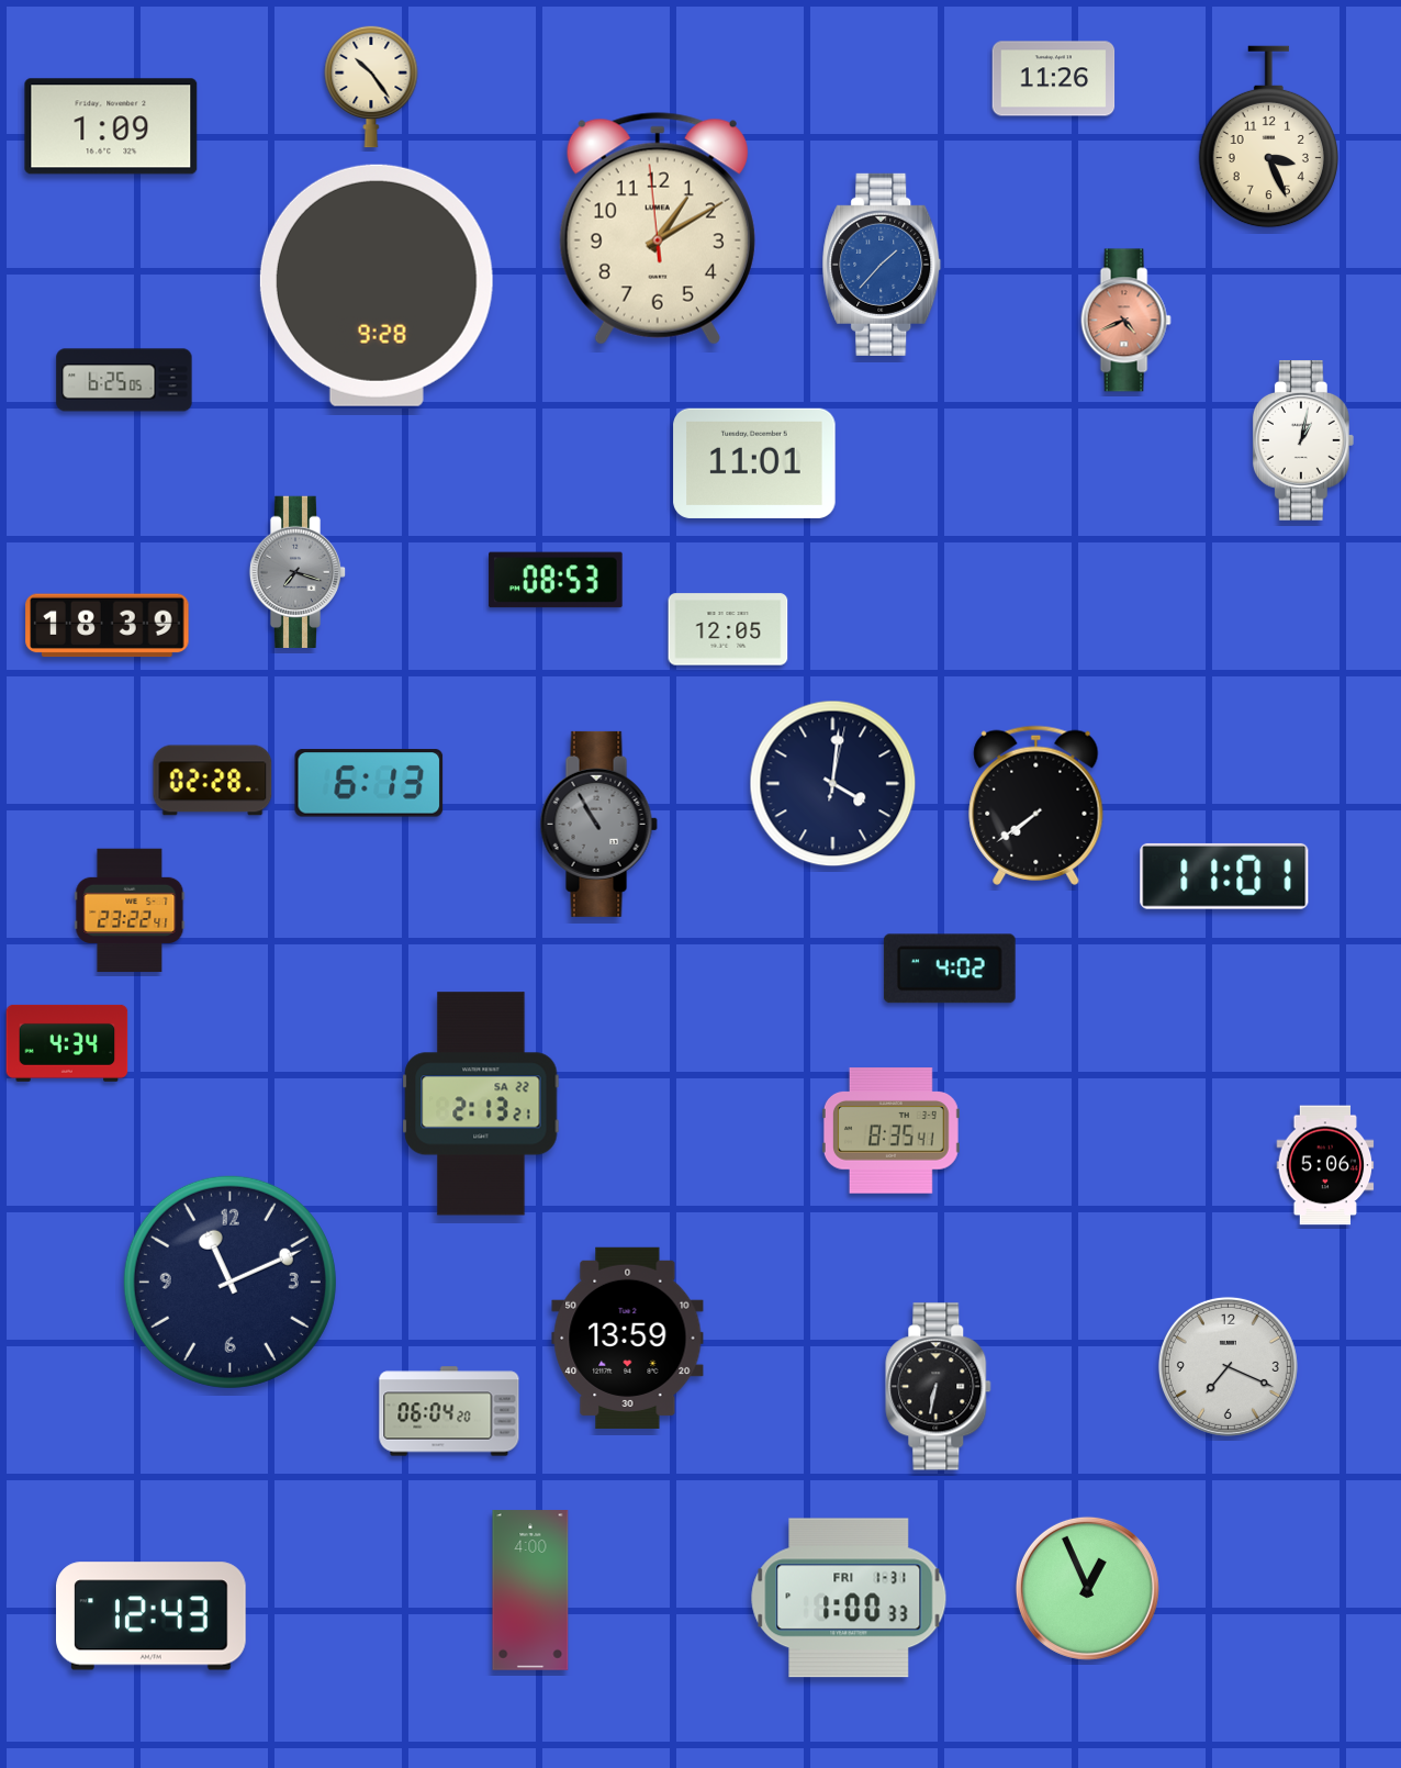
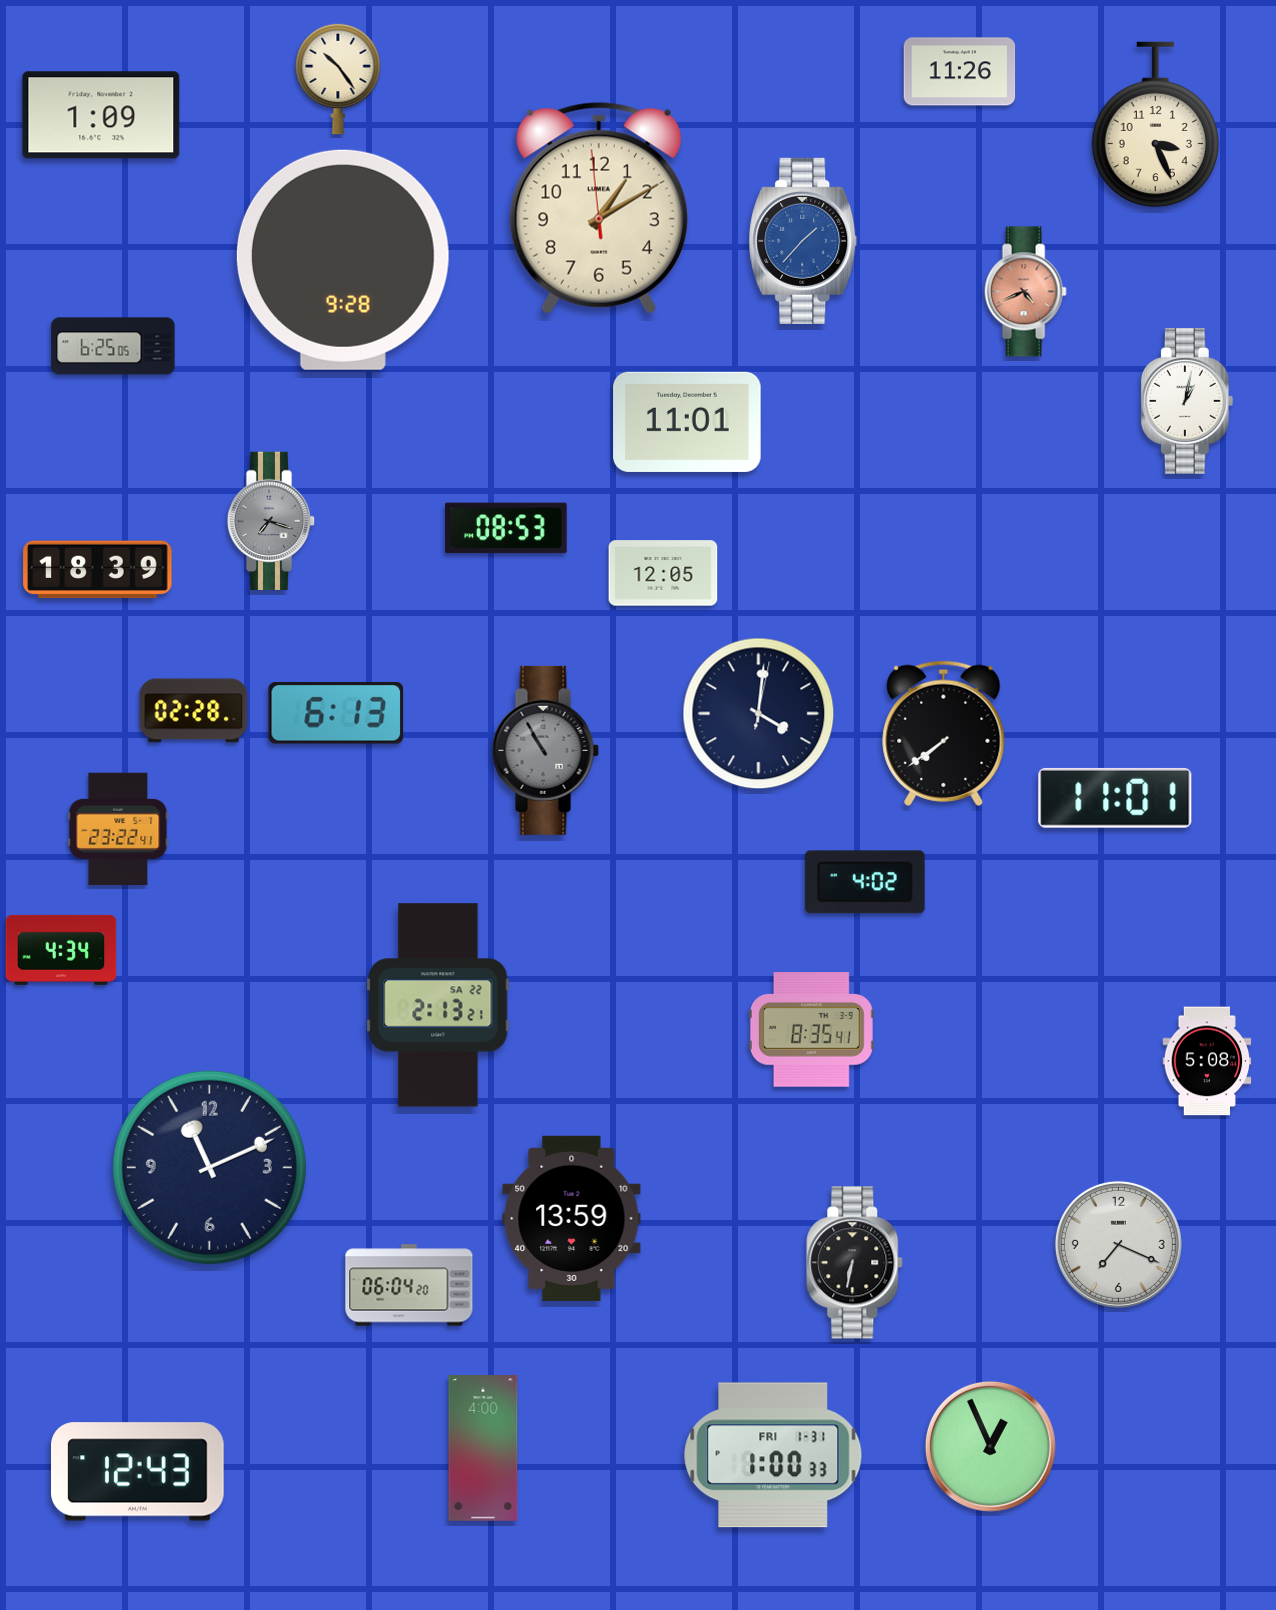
clock at (1325, 1165): 5:06 -> 5:08
